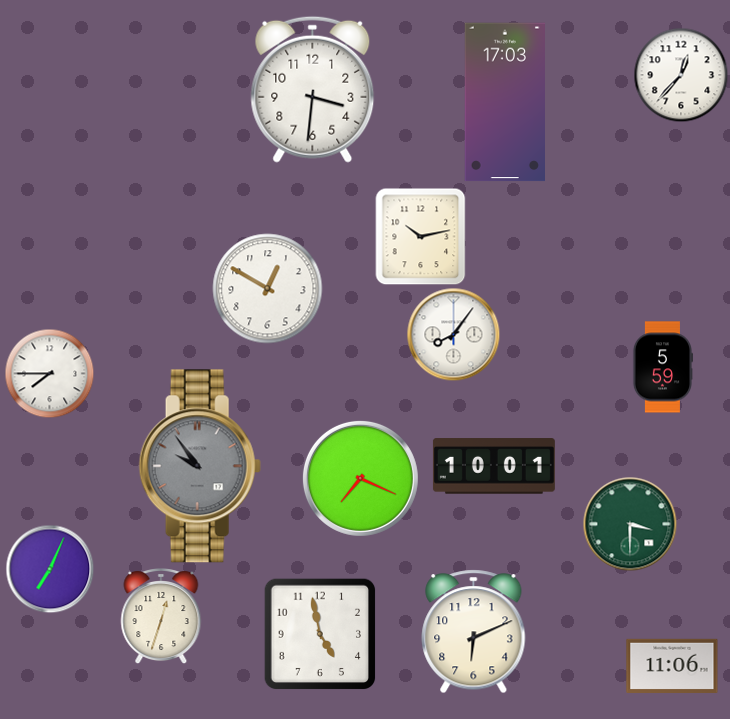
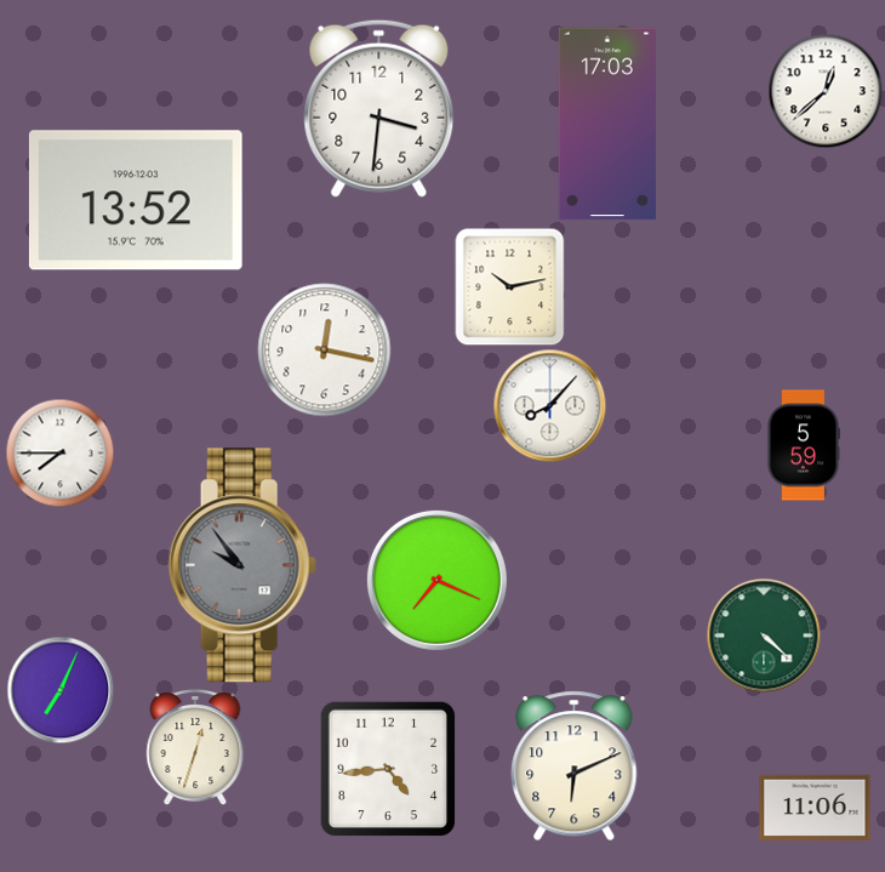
clock at (681, 75): 12:37 -> 12:38
clock at (504, 102) position: (504, 102) -> (606, 124)
clock at (136, 200): none -> 13:52
clock at (268, 289): 12:50 -> 12:17
clock at (453, 334): 8:06 -> 8:07
clock at (494, 466): 10:01 -> none
clock at (630, 524): 3:30 -> 4:22
clock at (320, 634): 4:58 -> 4:44
